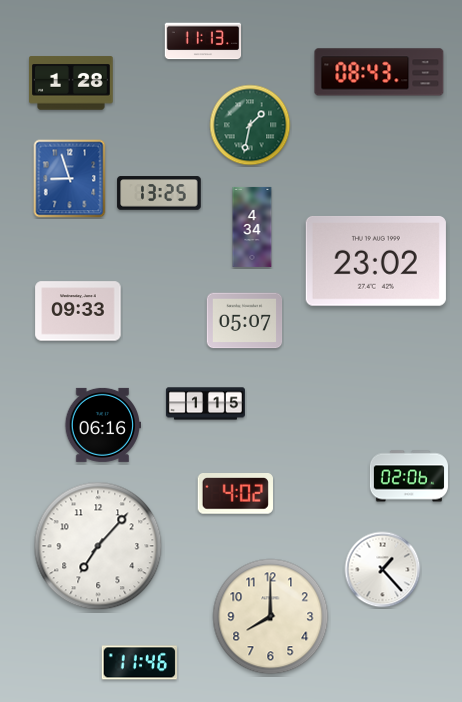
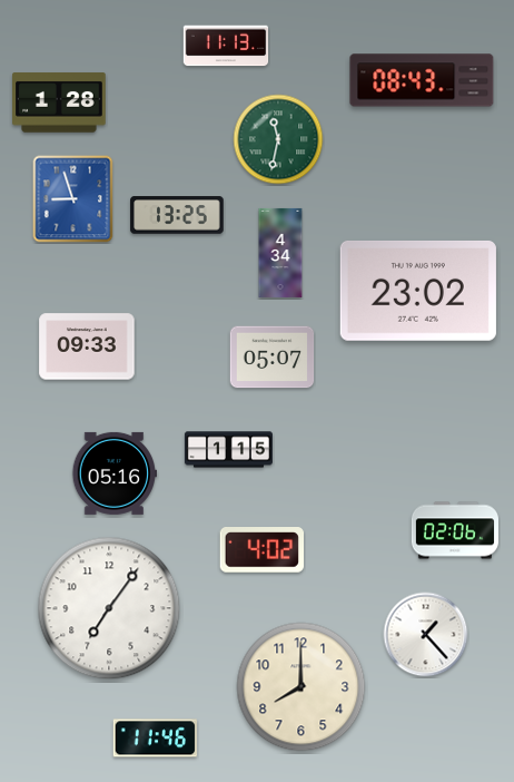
clock at (71, 83) position: (71, 83) -> (59, 102)
clock at (250, 125): 1:32 -> 11:32
clock at (70, 179) position: (70, 179) -> (73, 199)
clock at (102, 425): 06:16 -> 05:16
clock at (98, 546): 7:07 -> 7:06
